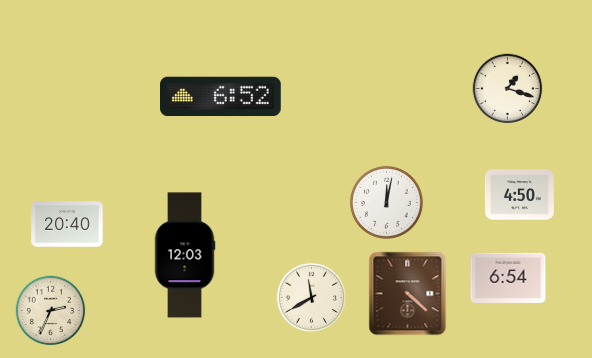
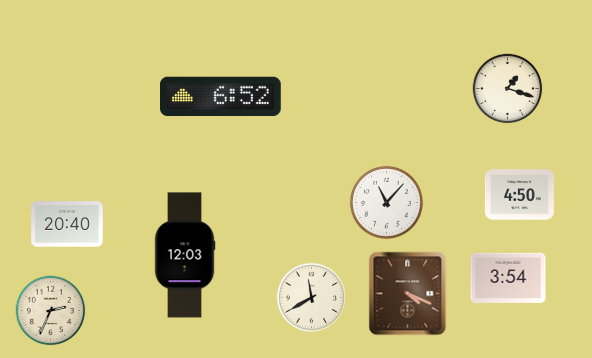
clock at (386, 202): 12:02 -> 11:07
clock at (508, 278): 6:54 -> 3:54
clock at (408, 294): 4:22 -> 4:19
